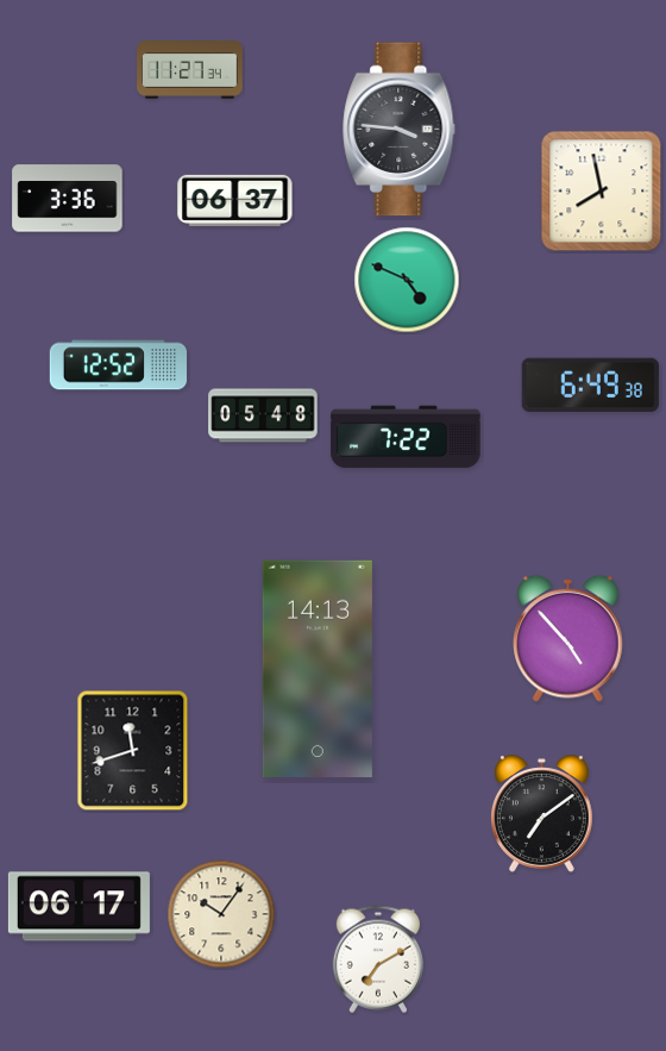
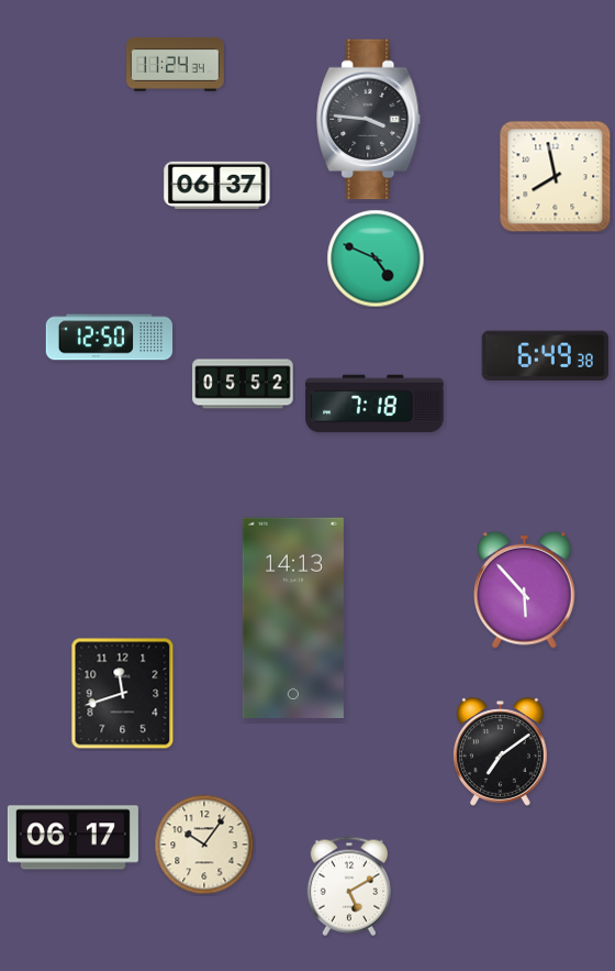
clock at (190, 70): 11:27 -> 11:24
clock at (68, 199): 3:36 -> none
clock at (119, 365): 12:52 -> 12:50
clock at (263, 415): 05:48 -> 05:52
clock at (406, 437): 7:22 -> 7:18
clock at (568, 638): 4:53 -> 5:53
clock at (378, 959): 7:10 -> 5:10
